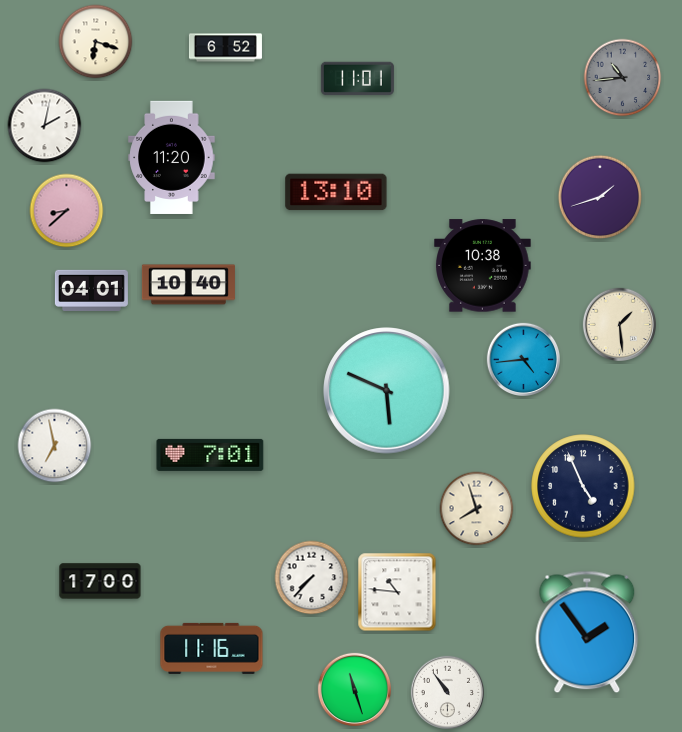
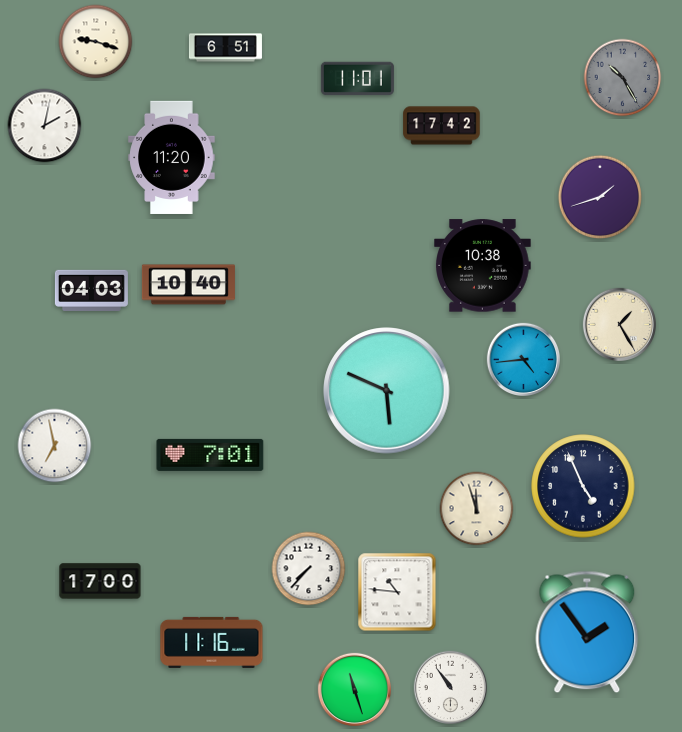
clock at (96, 42): 6:18 -> 9:18
clock at (225, 48): 6:52 -> 6:51
clock at (623, 78): 10:44 -> 10:25
clock at (442, 126): none -> 17:42
clock at (336, 192): 13:10 -> none
clock at (67, 211): 8:38 -> none
clock at (91, 290): 04:01 -> 04:03
clock at (620, 325): 1:29 -> 1:25
clock at (477, 509): 7:57 -> 11:57
clock at (312, 578) position: (312, 578) -> (309, 569)
clock at (212, 648) position: (212, 648) -> (212, 642)
clock at (448, 693) position: (448, 693) -> (451, 688)
